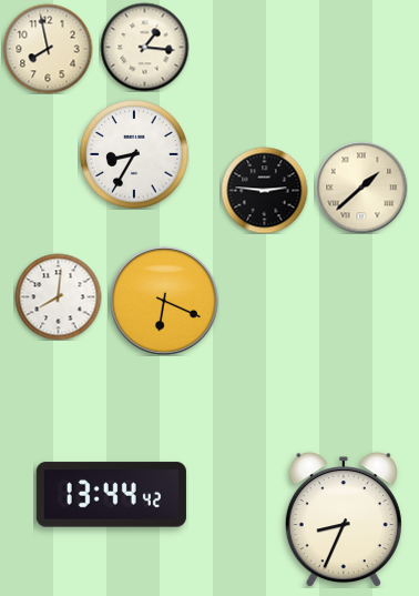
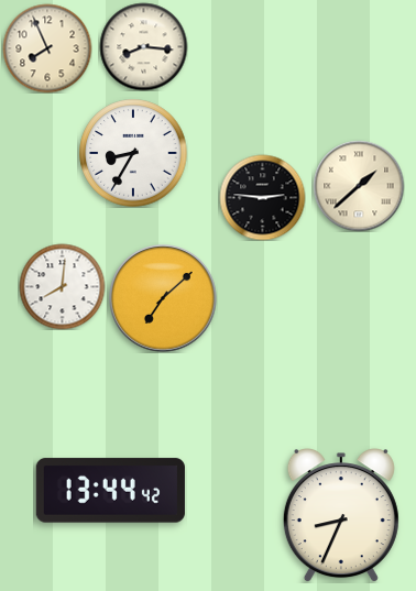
clock at (144, 47): 1:16 -> 8:16
clock at (48, 49): 7:58 -> 7:56
clock at (264, 190) position: (264, 190) -> (262, 197)
clock at (58, 296) position: (58, 296) -> (62, 286)
clock at (165, 302): 6:19 -> 7:08
